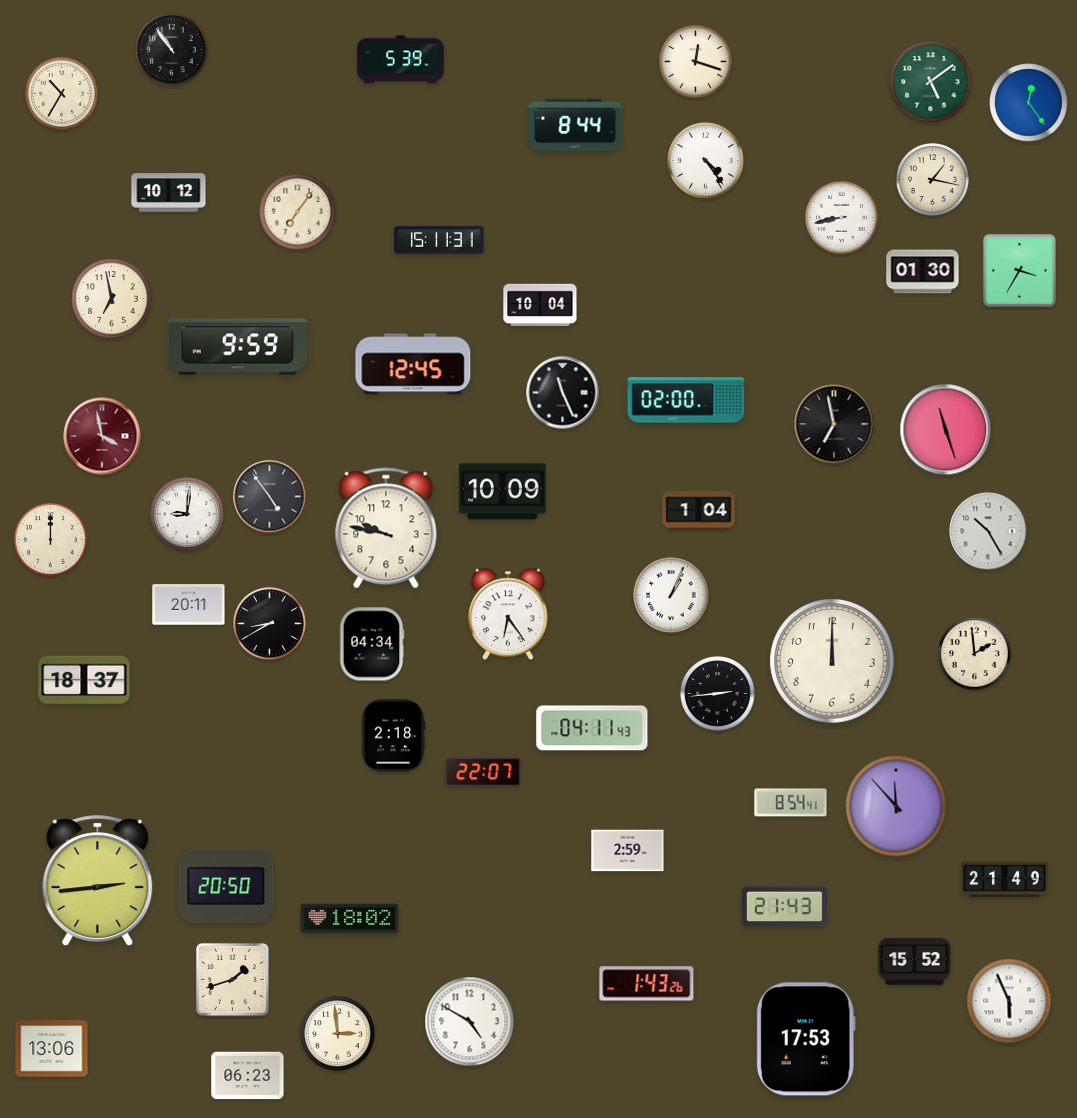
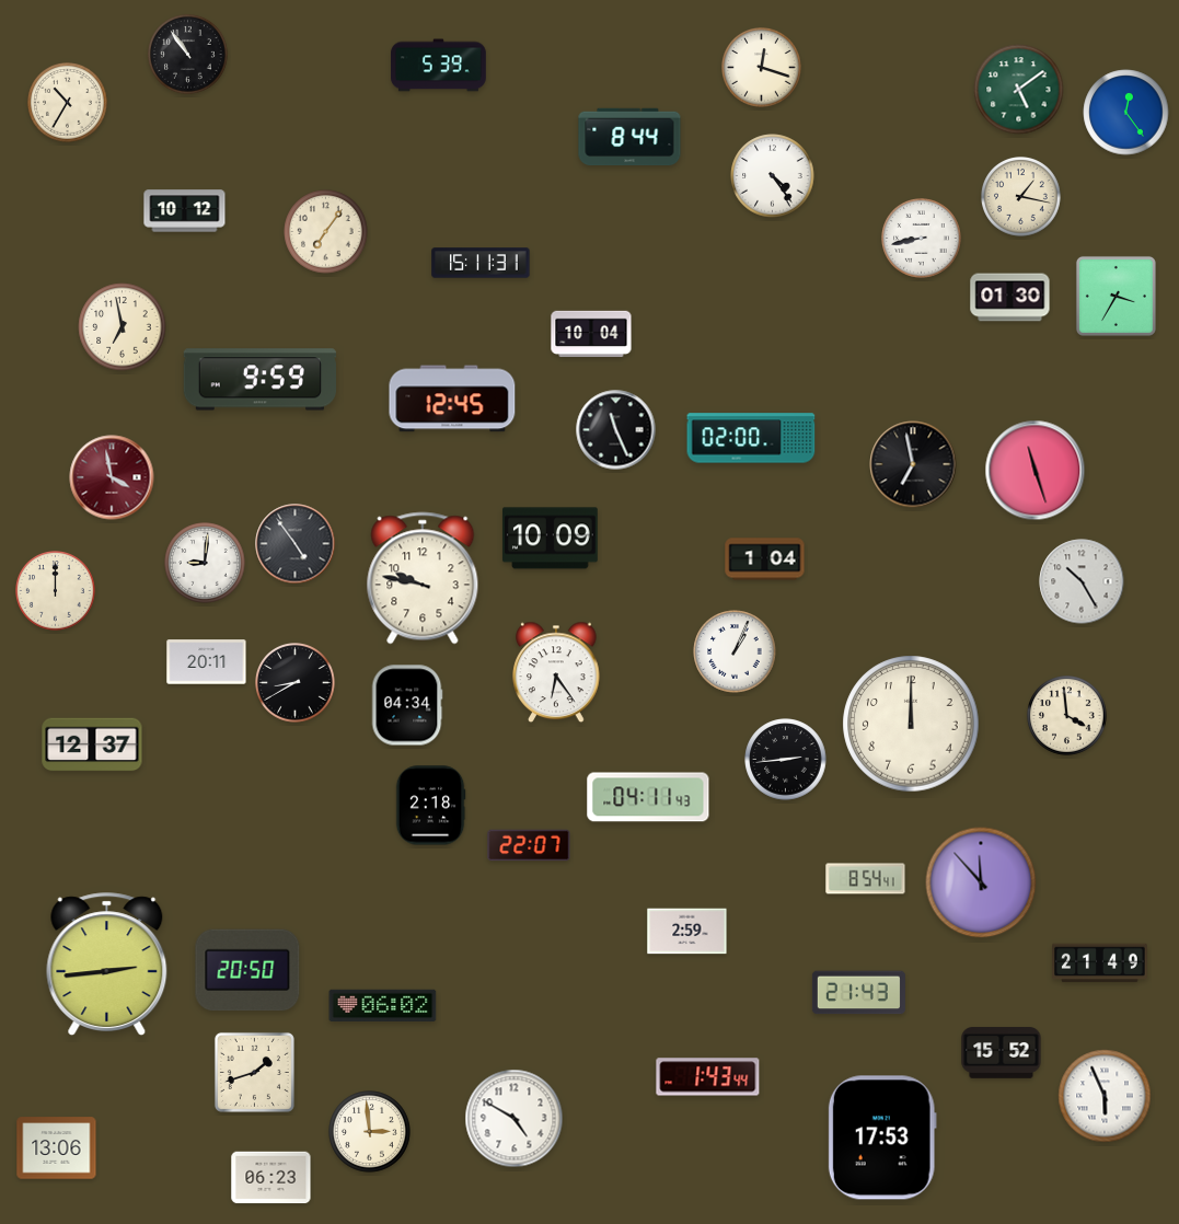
clock at (975, 654): 1:59 -> 3:59
clock at (84, 680): 18:37 -> 12:37
clock at (350, 919): 18:02 -> 06:02
clock at (647, 984): 1:43:26 -> 1:43:44
